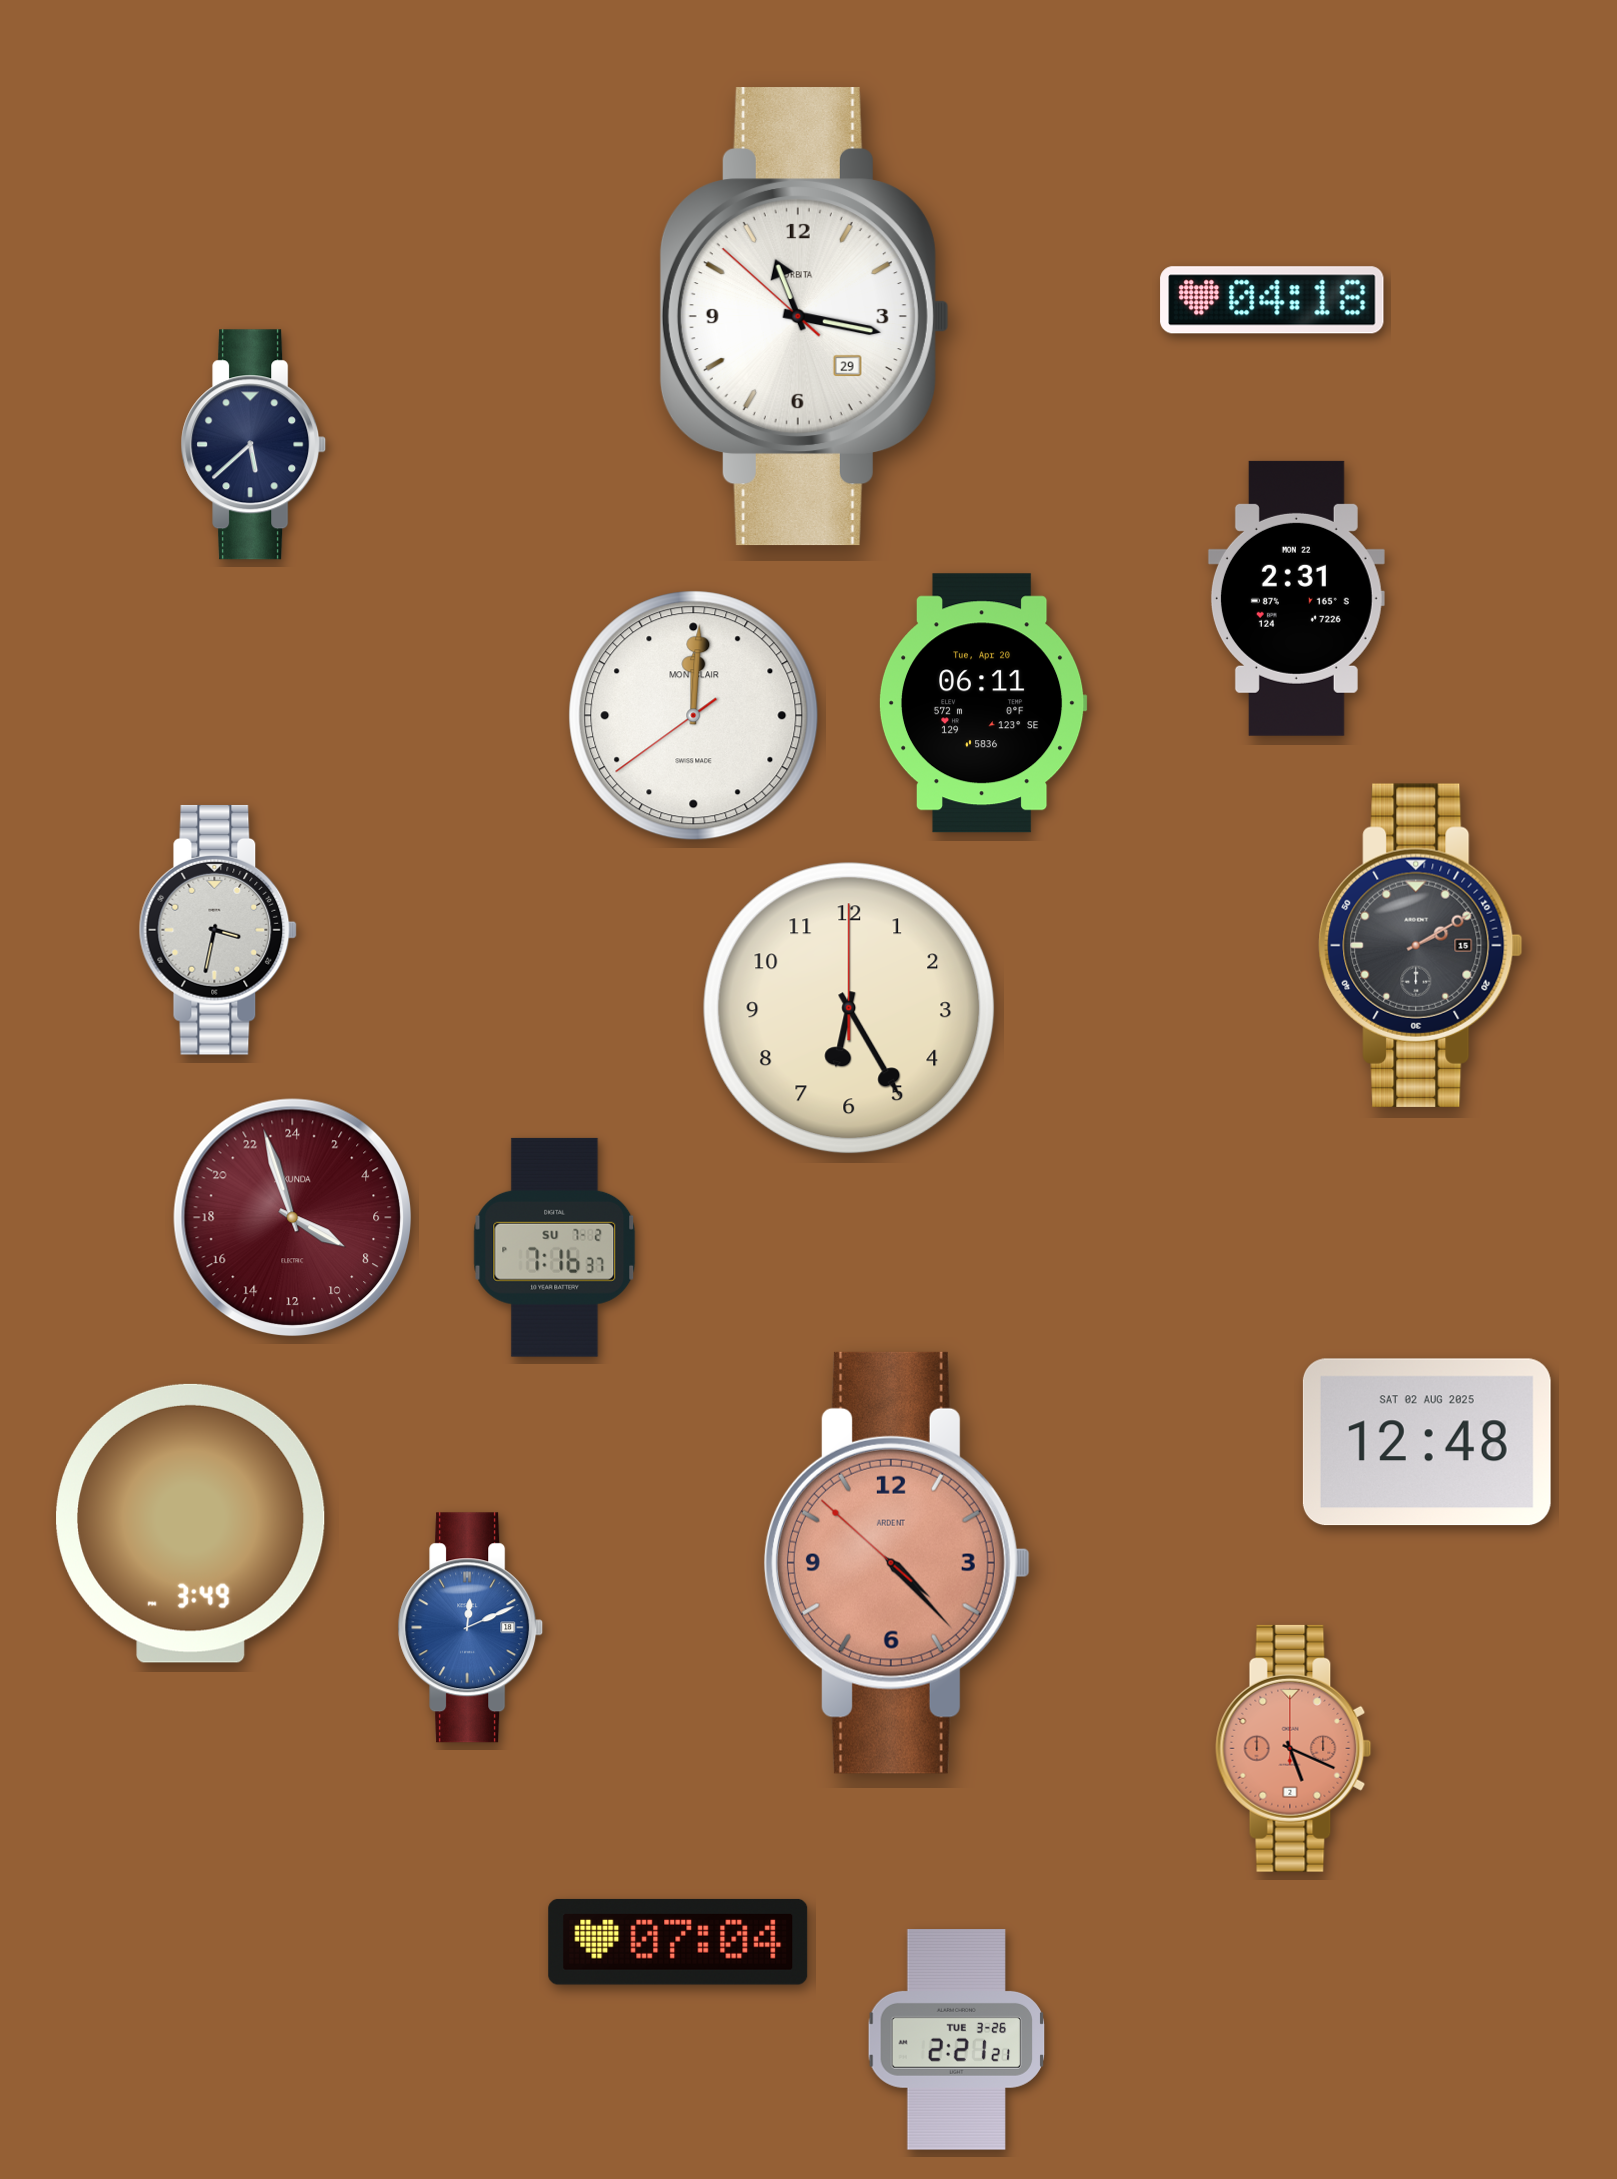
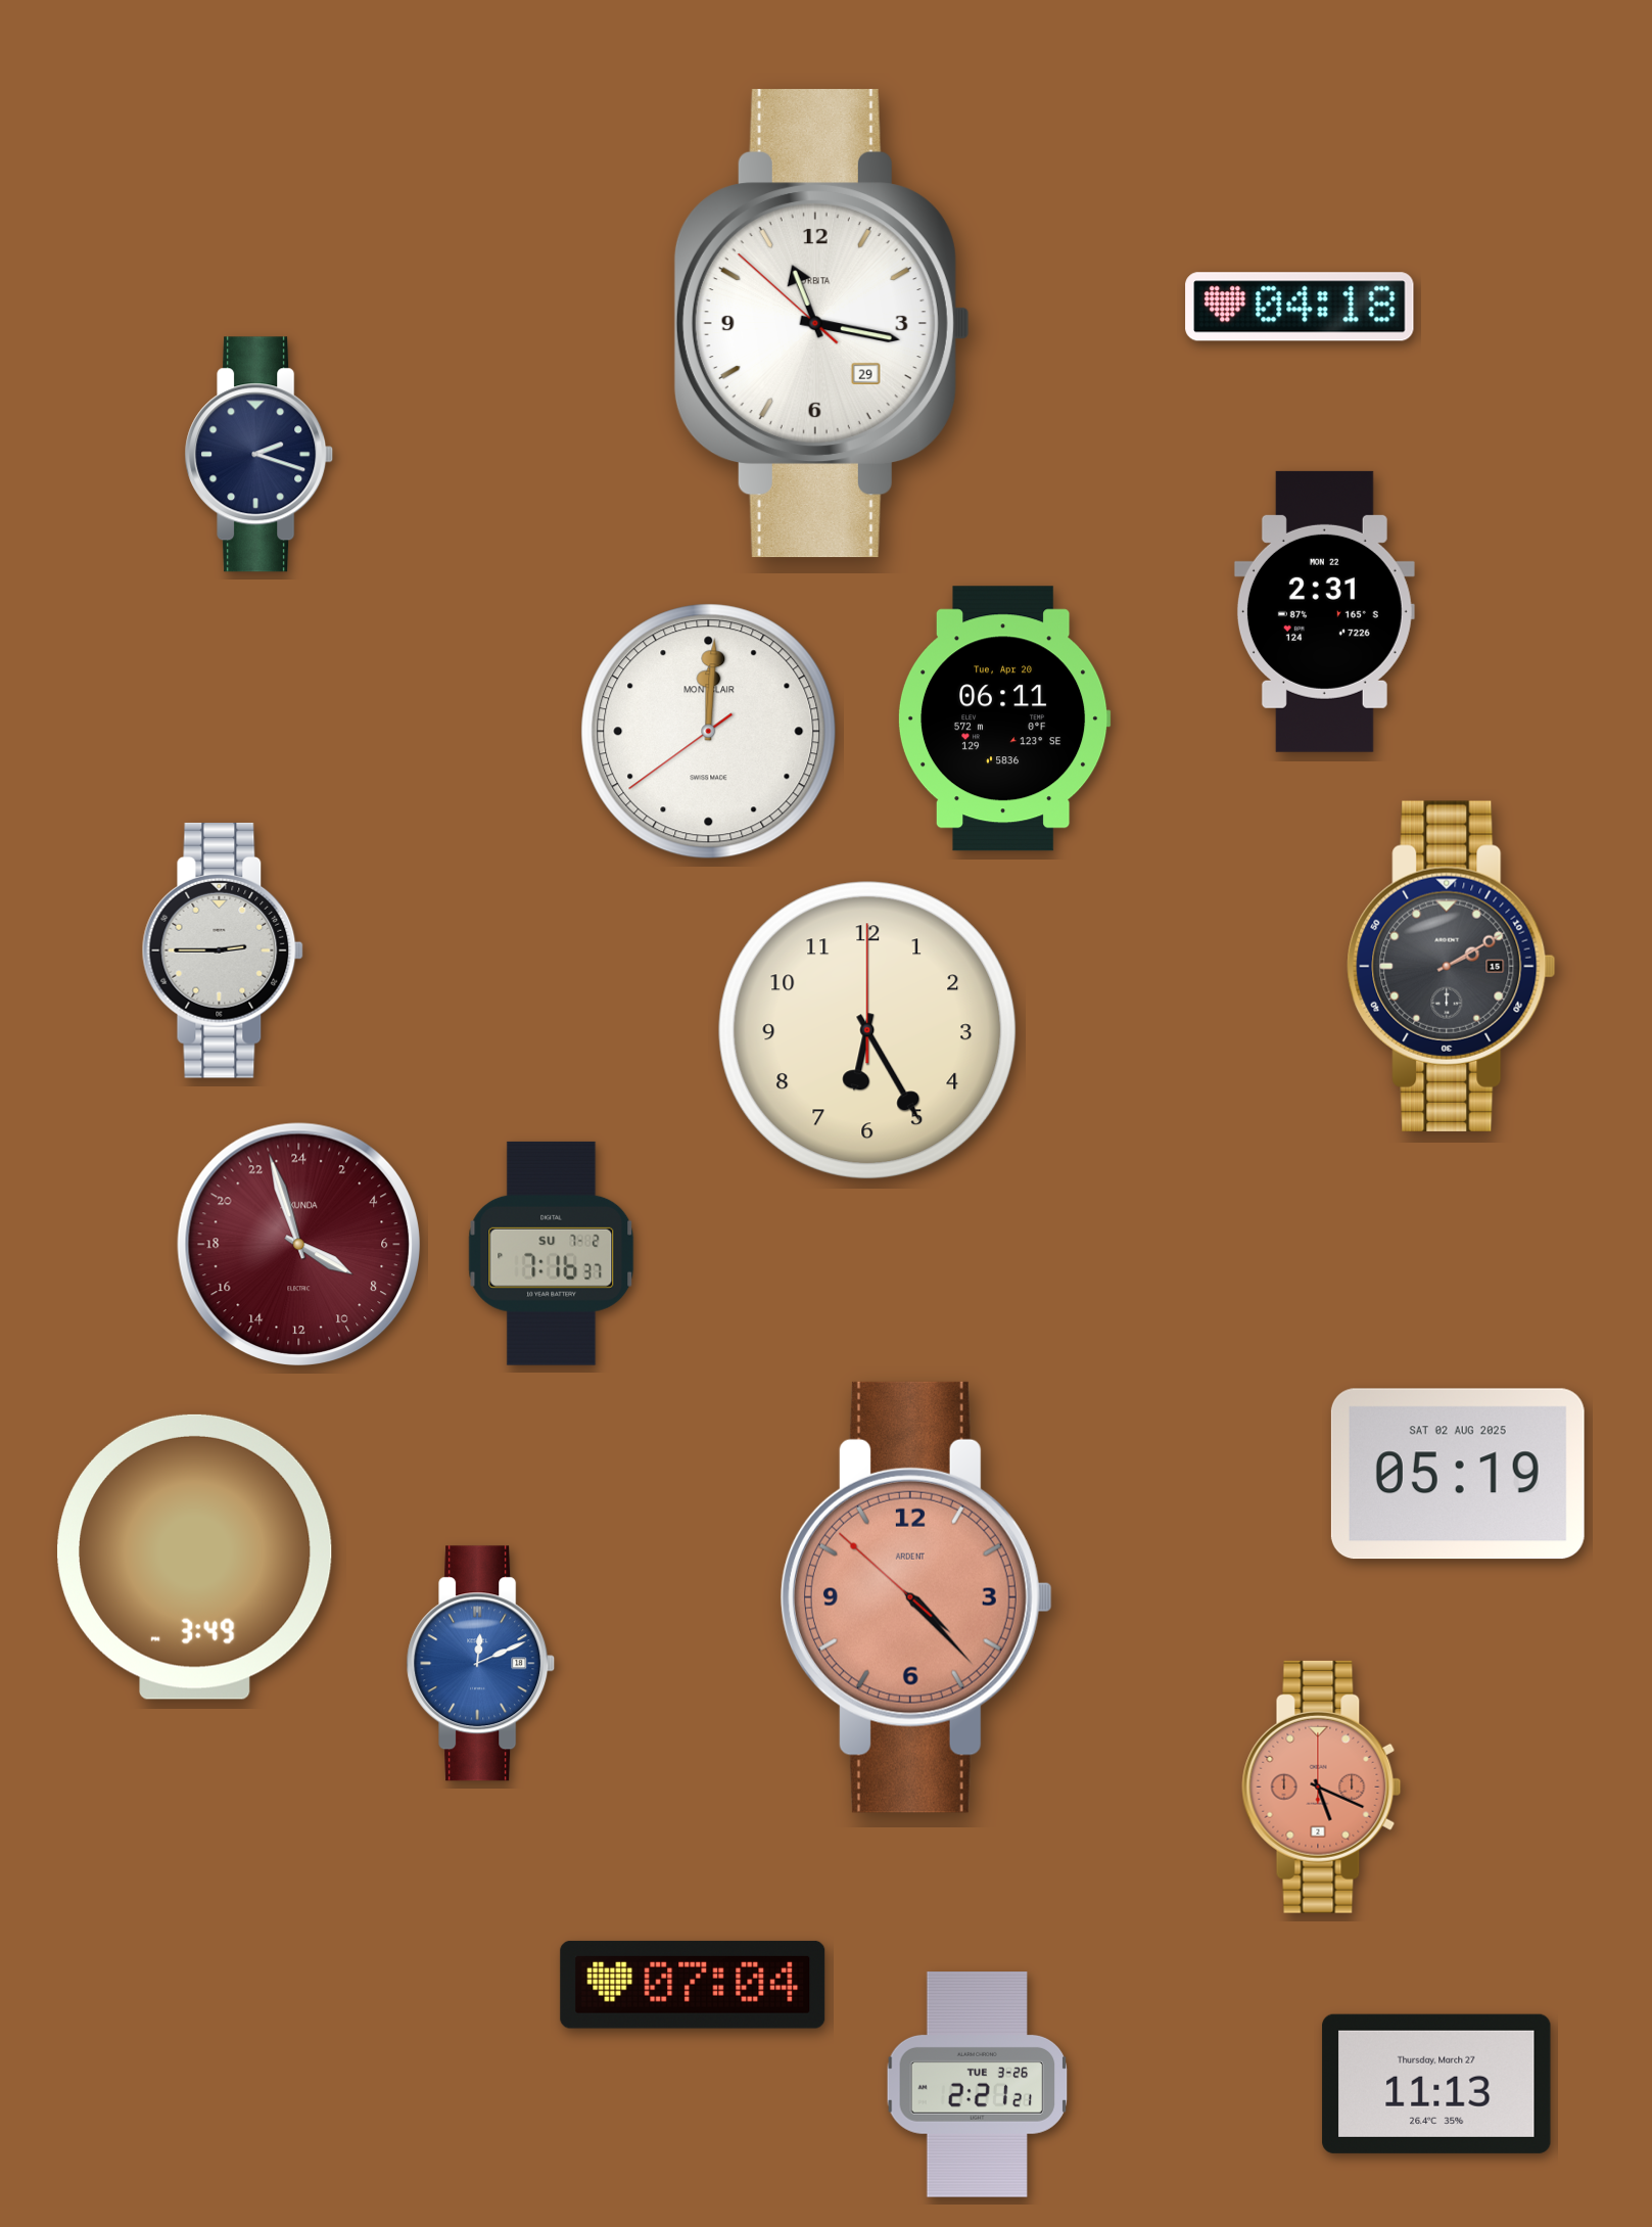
clock at (254, 445): 5:38 -> 2:18
clock at (218, 930): 3:32 -> 2:45
clock at (555, 1247) position: (555, 1247) -> (552, 1253)
clock at (1427, 1442): 12:48 -> 05:19
clock at (1436, 2084): none -> 11:13
